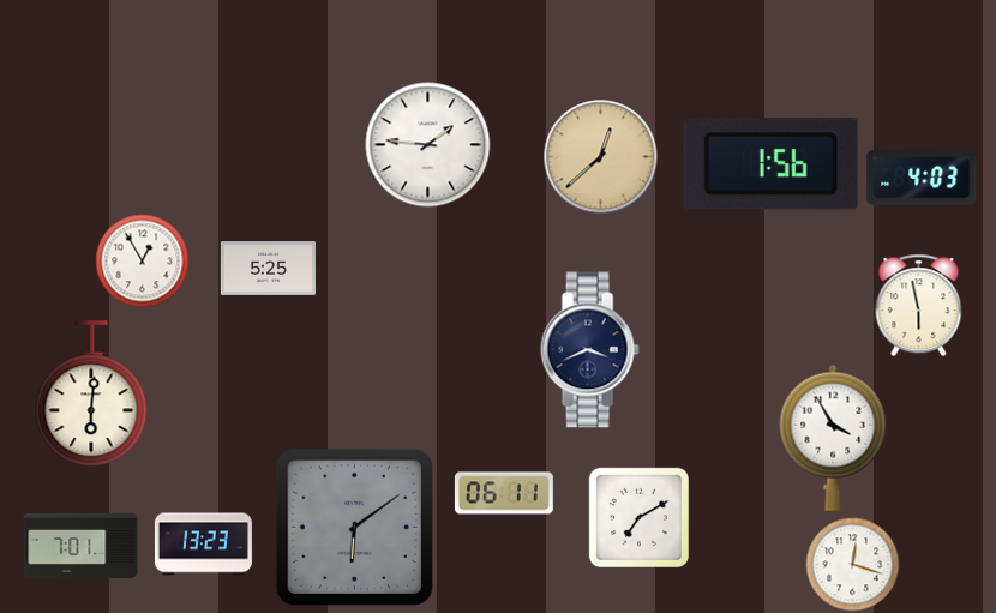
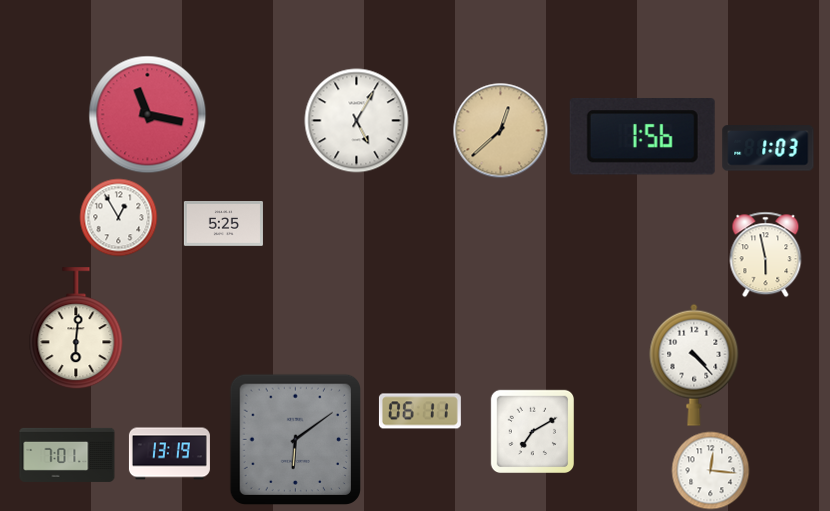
clock at (148, 115): none -> 11:17
clock at (428, 145): 1:46 -> 5:05
clock at (922, 178): 4:03 -> 1:03
clock at (589, 350): 3:41 -> none
clock at (833, 438): 3:55 -> 4:23
clock at (203, 545): 13:23 -> 13:19
clock at (853, 565): 12:18 -> 12:16
